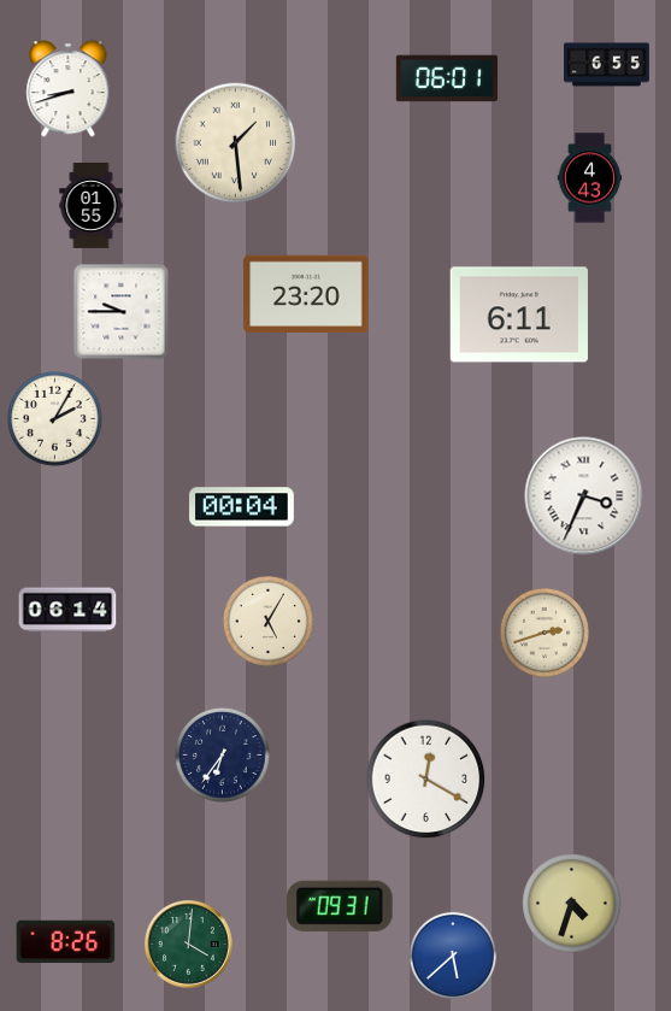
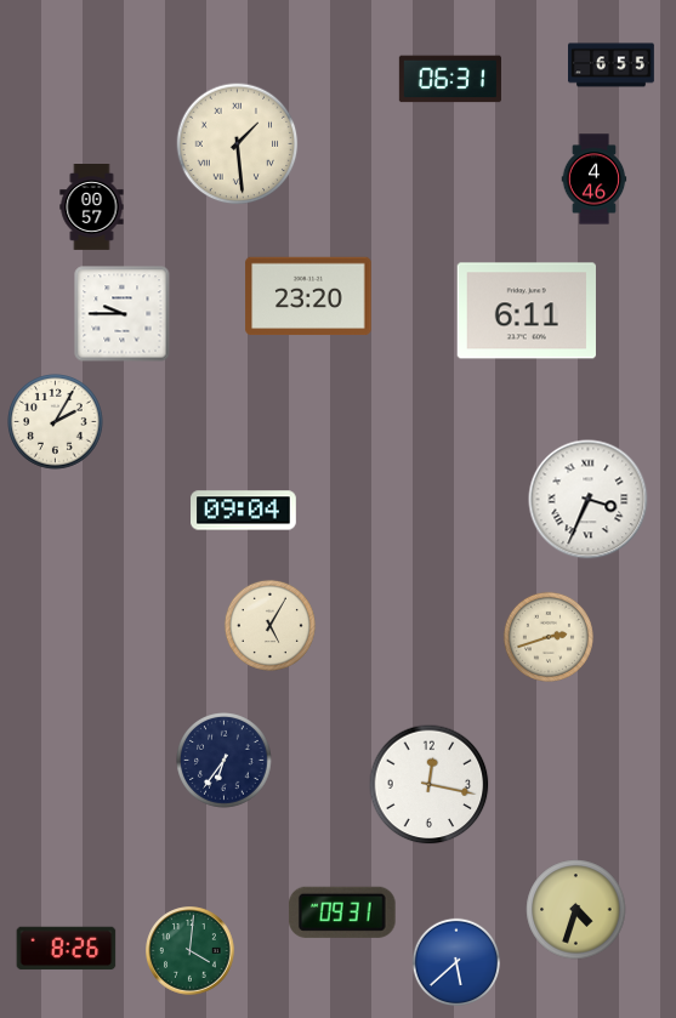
clock at (447, 78): 06:01 -> 06:31
clock at (69, 89): 8:42 -> none
clock at (590, 178): 4:43 -> 4:46
clock at (92, 206): 01:55 -> 00:57
clock at (519, 315) position: (519, 315) -> (527, 311)
clock at (242, 507): 00:04 -> 09:04
clock at (67, 610): 06:14 -> none
clock at (426, 780): 12:20 -> 12:17
